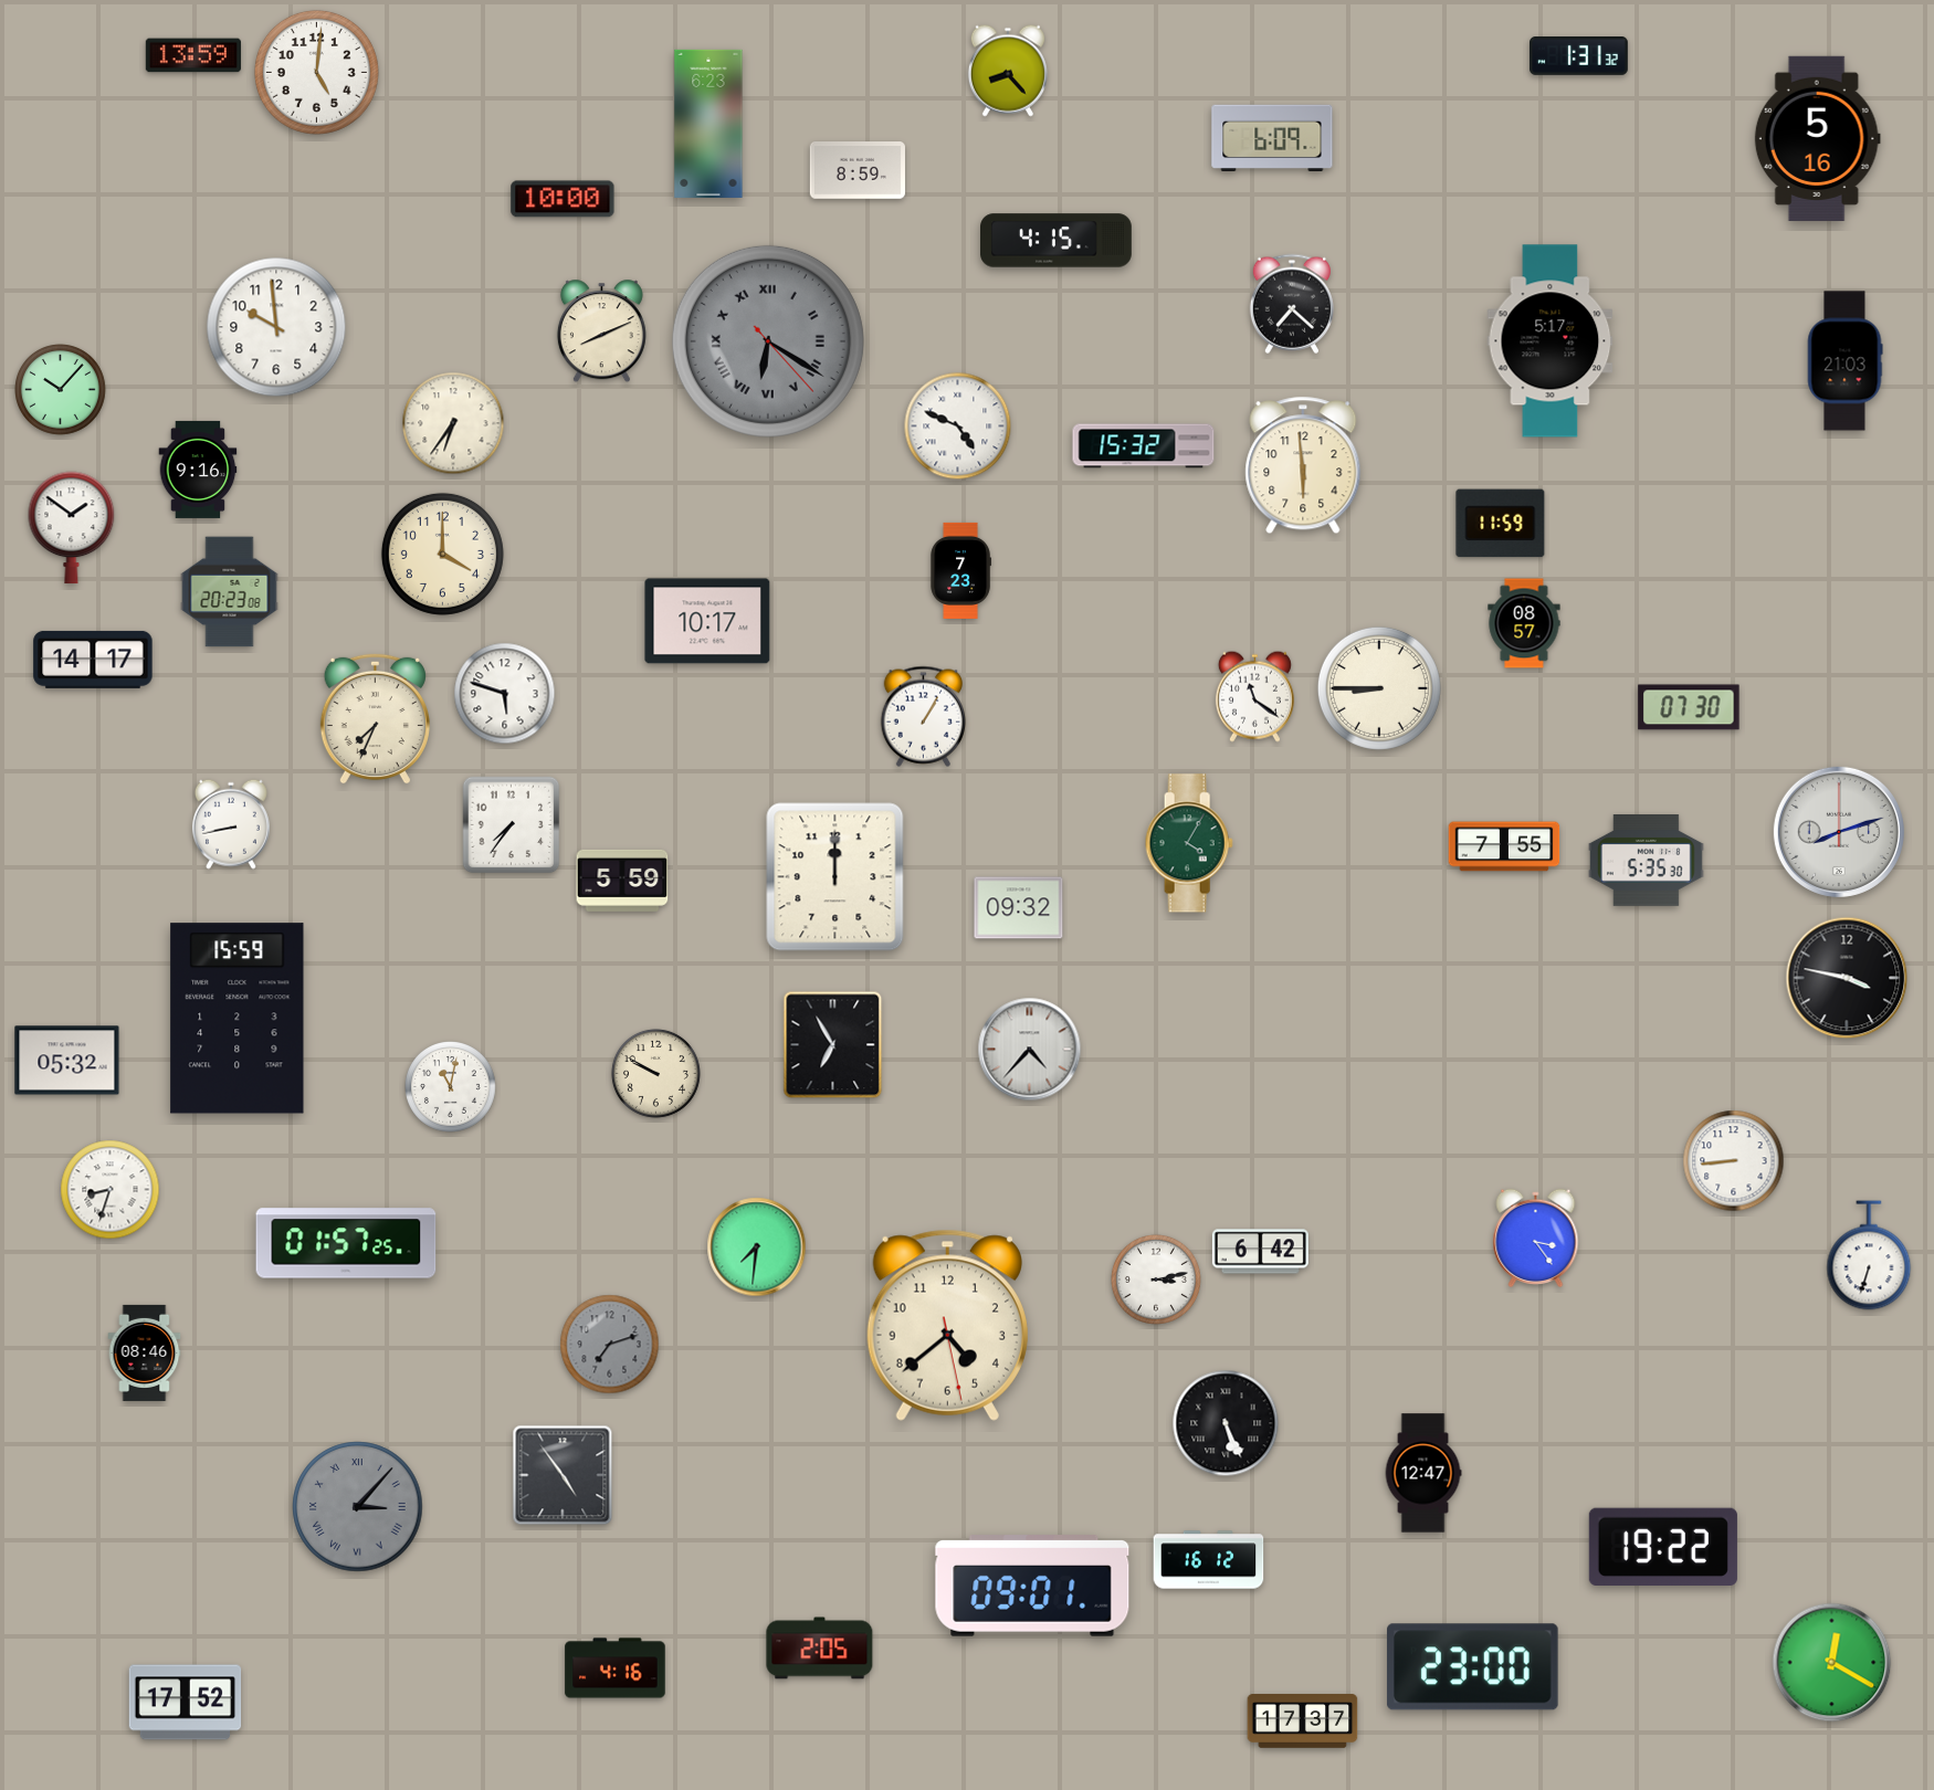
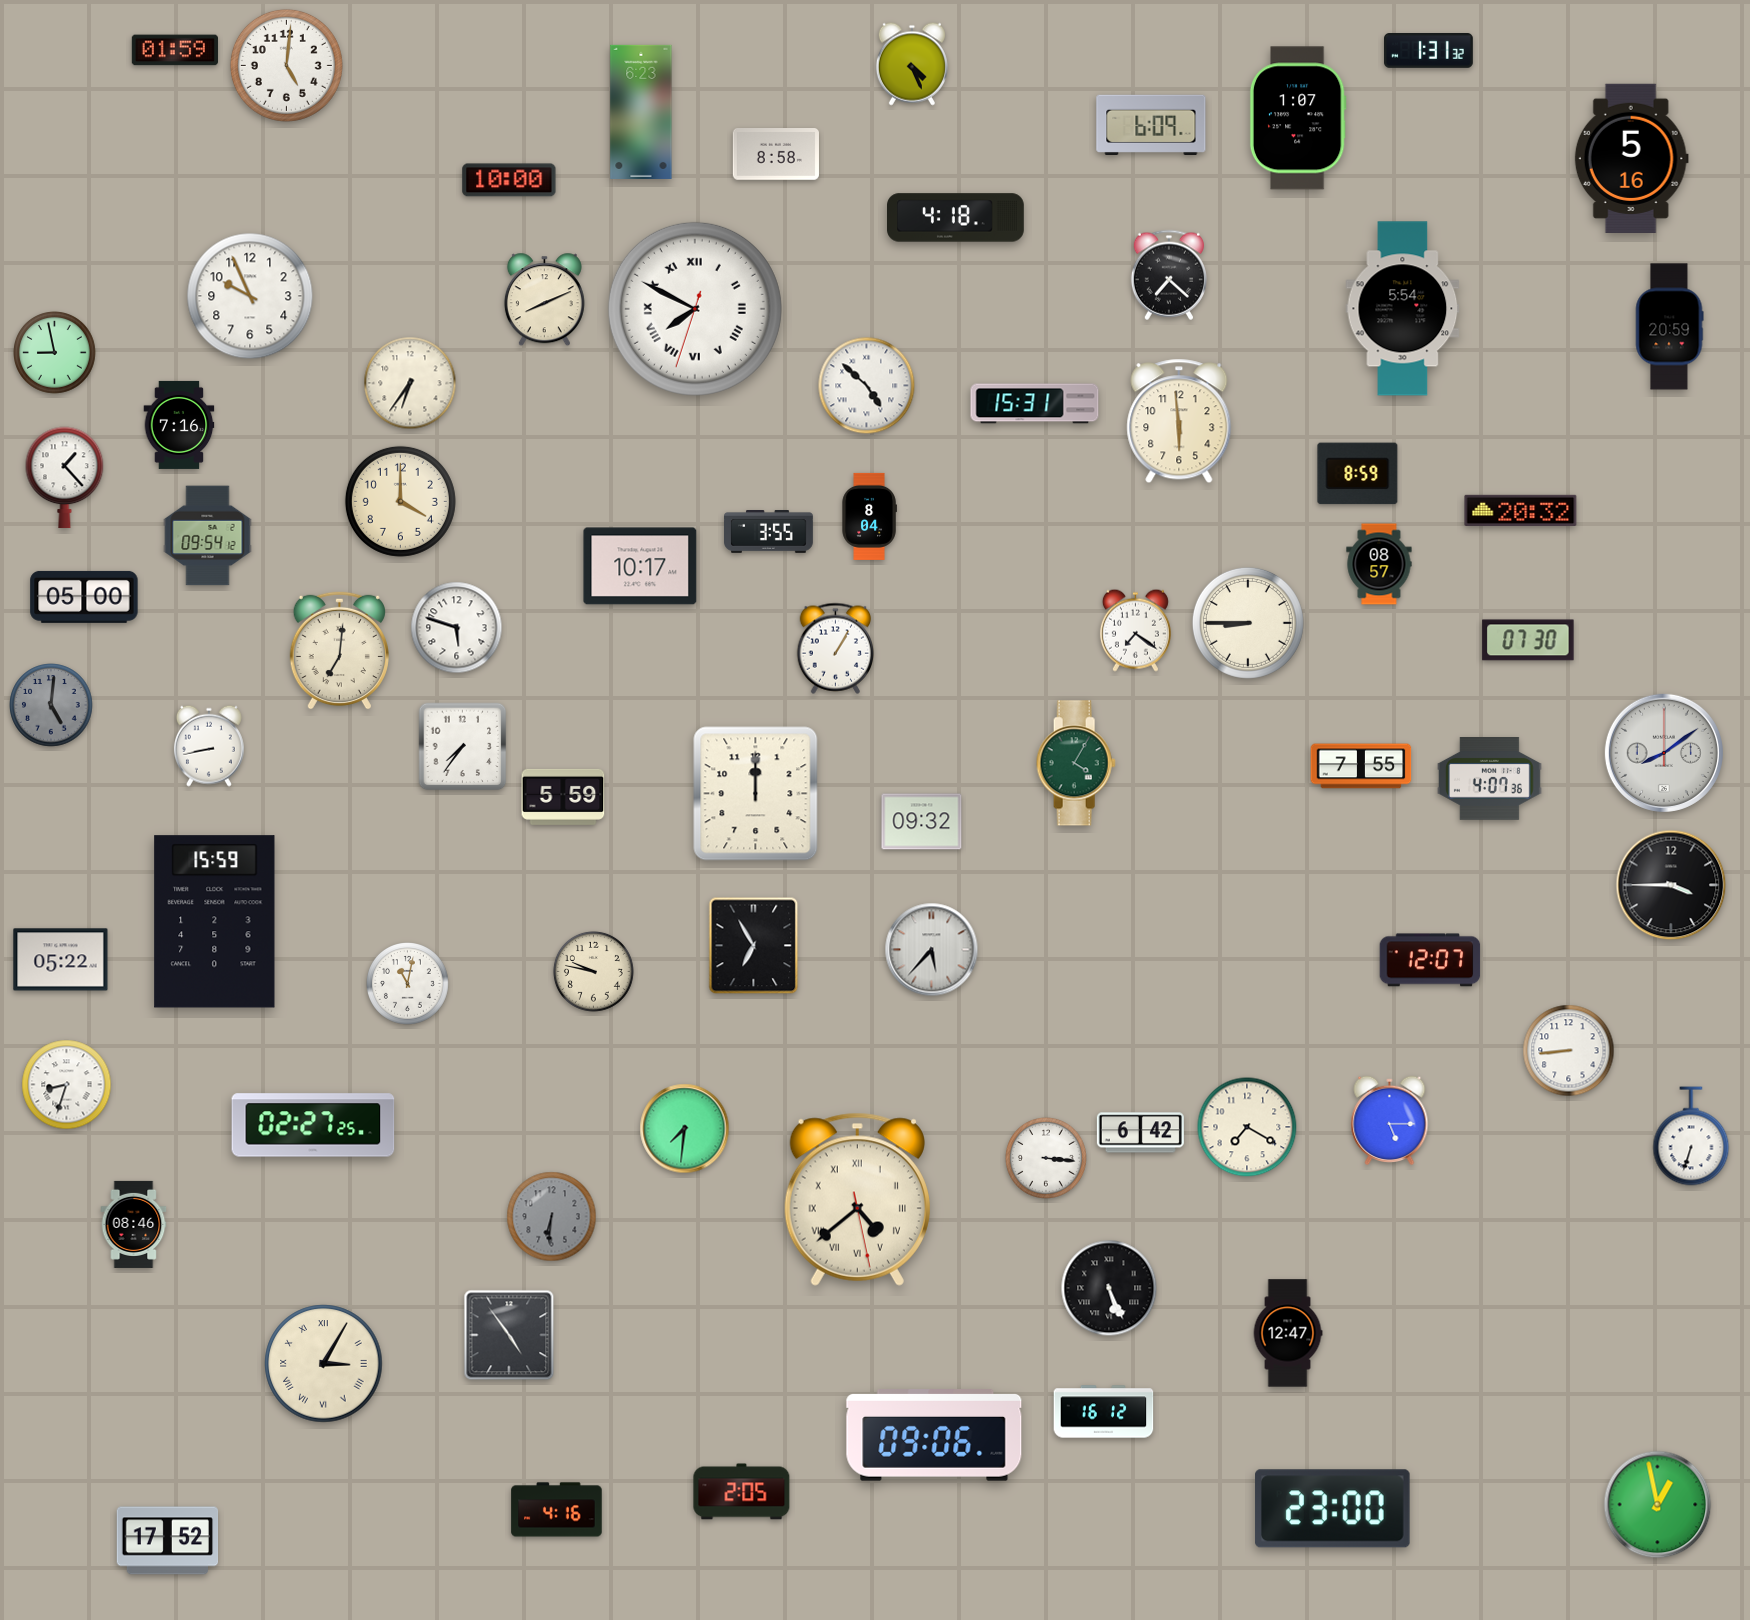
clock at (193, 55): 13:59 -> 01:59
clock at (1008, 71): 8:23 -> 4:26
clock at (1298, 118): none -> 1:07
clock at (1817, 138) position: (1817, 138) -> (1631, 158)
clock at (858, 171): 8:59 -> 8:58
clock at (1057, 241): 4:15 -> 4:18
clock at (276, 327): 9:59 -> 9:56
clock at (768, 341): 6:20 -> 7:49
clock at (768, 341) dial: grey -> white
clock at (1551, 341): 5:17 -> 5:54
clock at (1844, 361): 21:03 -> 20:59
clock at (61, 390): 10:07 -> 8:58
clock at (958, 427): 4:49 -> 4:52
clock at (1144, 446): 15:32 -> 15:31
clock at (198, 470): 9:16 -> 7:16
clock at (1501, 524): 11:59 -> 8:59
clock at (72, 528): 1:51 -> 1:23
clock at (1521, 510): none -> 20:32
clock at (960, 570): 7:23 -> 8:04
clock at (769, 532): none -> 3:55
clock at (230, 592): 20:23 -> 09:54
clock at (707, 621) position: (707, 621) -> (640, 566)
clock at (93, 660): 14:17 -> 05:00
clock at (1254, 696): 11:21 -> 7:21
clock at (375, 718): 7:34 -> 7:01
clock at (51, 705): none -> 5:01
clock at (1839, 832): 8:12 -> 8:09
clock at (1646, 861): 5:35 -> 4:07
clock at (1847, 978): 3:47 -> 3:45
clock at (1030, 1050): 4:37 -> 5:37
clock at (67, 1061): 05:32 -> 05:22
clock at (1430, 960): none -> 12:07
clock at (655, 1073): 9:50 -> 9:47
clock at (111, 1190) position: (111, 1190) -> (67, 1085)
clock at (1536, 1238): 3:24 -> 5:15
clock at (346, 1243): 01:57 -> 02:27
clock at (1247, 1127): none -> 7:20
clock at (1156, 1280): 3:13 -> 3:16
clock at (947, 1325) numerals: Arabic -> Roman
clock at (610, 1345): 7:12 -> 6:31
clock at (145, 1352) position: (145, 1352) -> (134, 1224)
clock at (358, 1507): 3:07 -> 3:05
clock at (358, 1507) dial: grey -> cream
clock at (1663, 1547): 19:22 -> none
clock at (1209, 1560) position: (1209, 1560) -> (1104, 1412)
clock at (1032, 1586): 09:01 -> 09:06
clock at (1832, 1663): 12:20 -> 12:58
clock at (1303, 1721): 17:37 -> none
